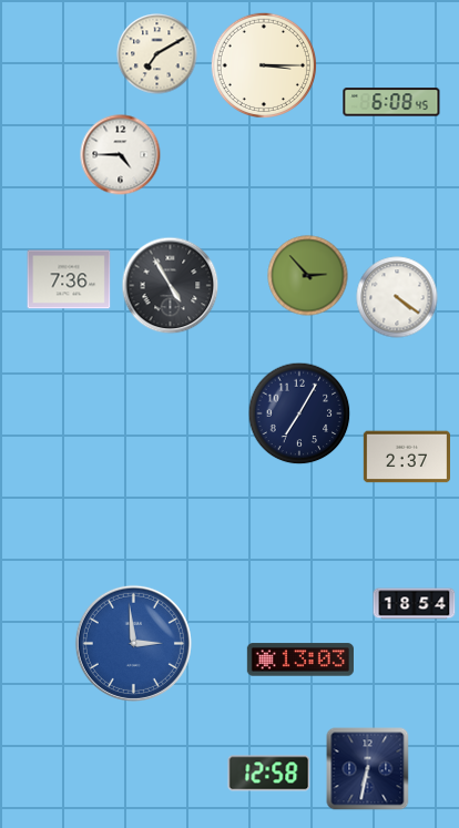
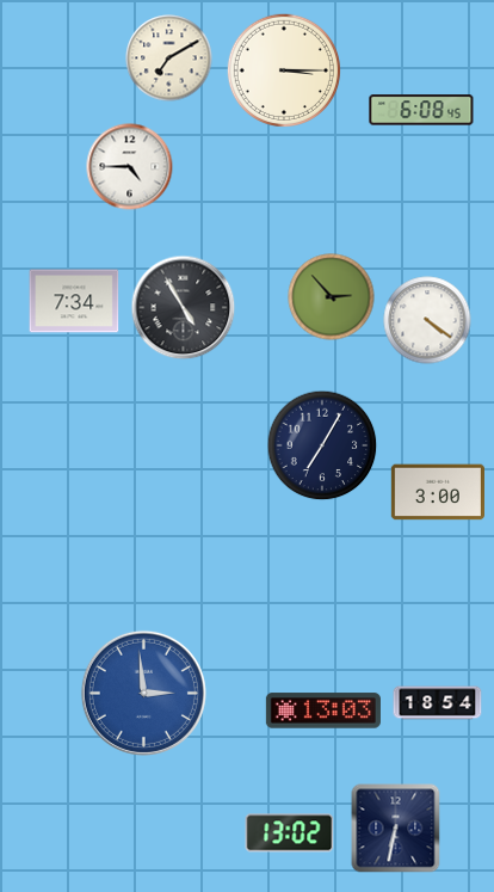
clock at (69, 279): 7:36 -> 7:34
clock at (406, 457): 2:37 -> 3:00
clock at (415, 604) position: (415, 604) -> (438, 703)
clock at (269, 774): 12:58 -> 13:02
